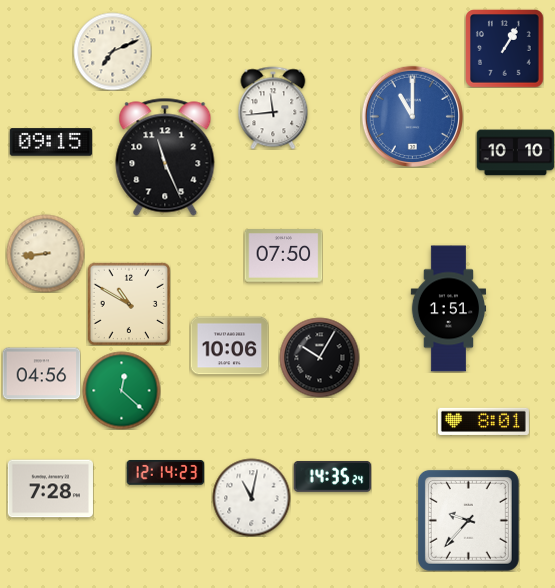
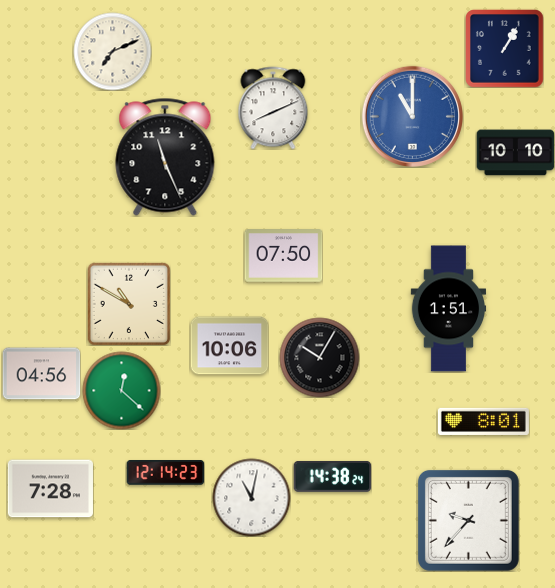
clock at (273, 108): 11:44 -> 8:11
clock at (51, 142): 09:15 -> none
clock at (45, 253): 8:44 -> none
clock at (332, 476): 14:35 -> 14:38
